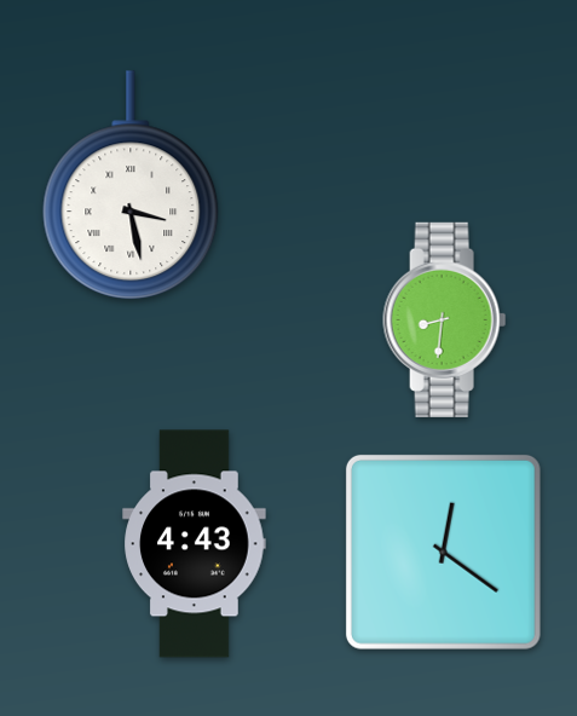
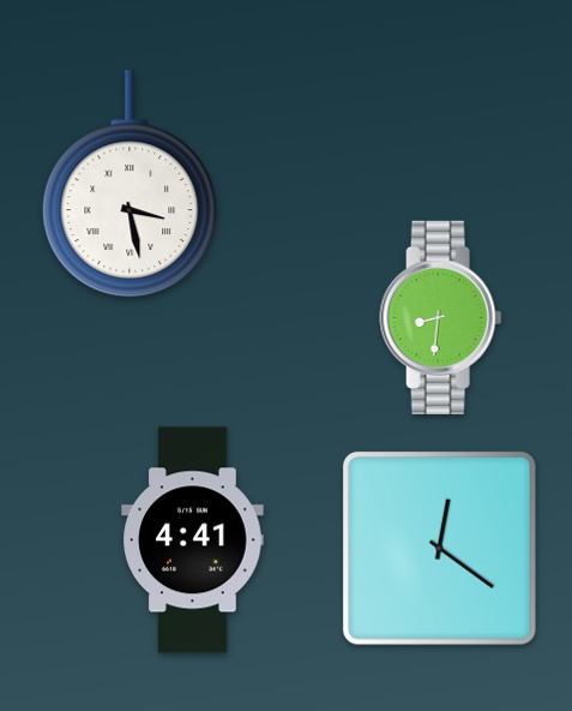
clock at (195, 544): 4:43 -> 4:41
